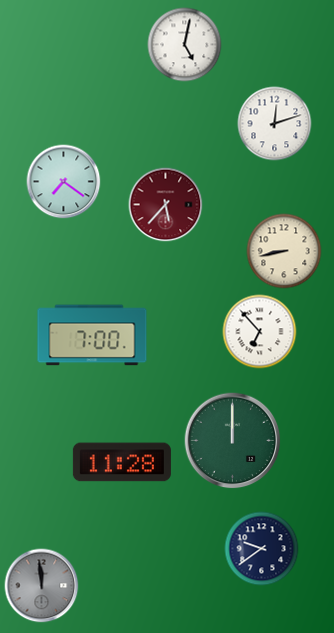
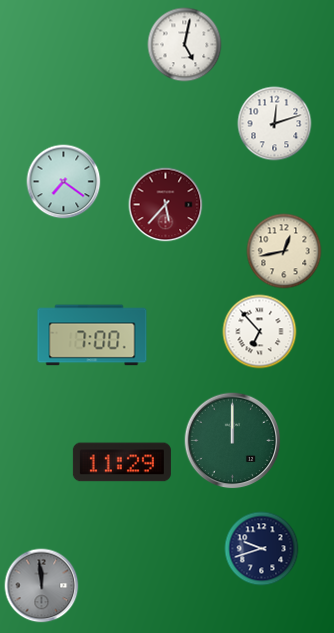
clock at (284, 251): 8:43 -> 12:43
clock at (122, 462): 11:28 -> 11:29
clock at (262, 549): 9:39 -> 9:42
